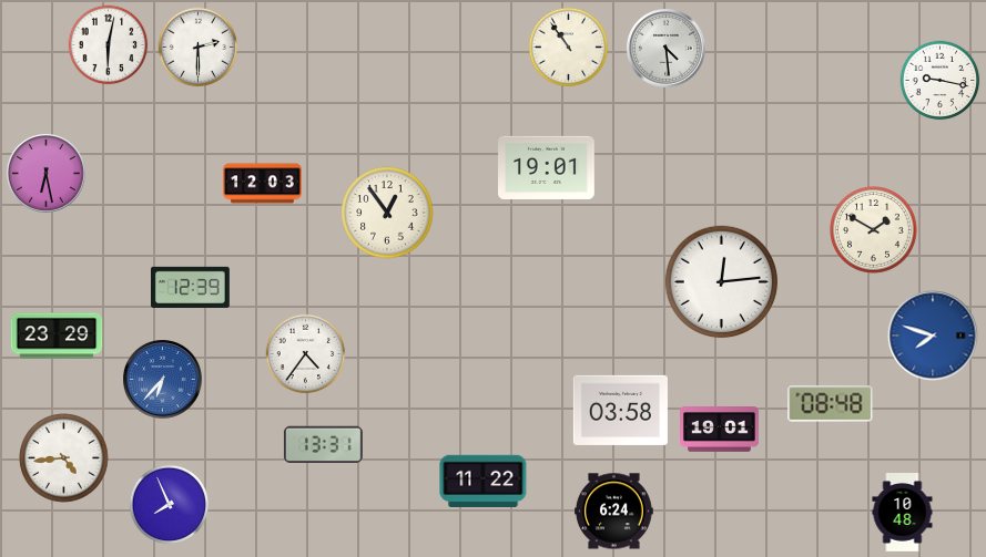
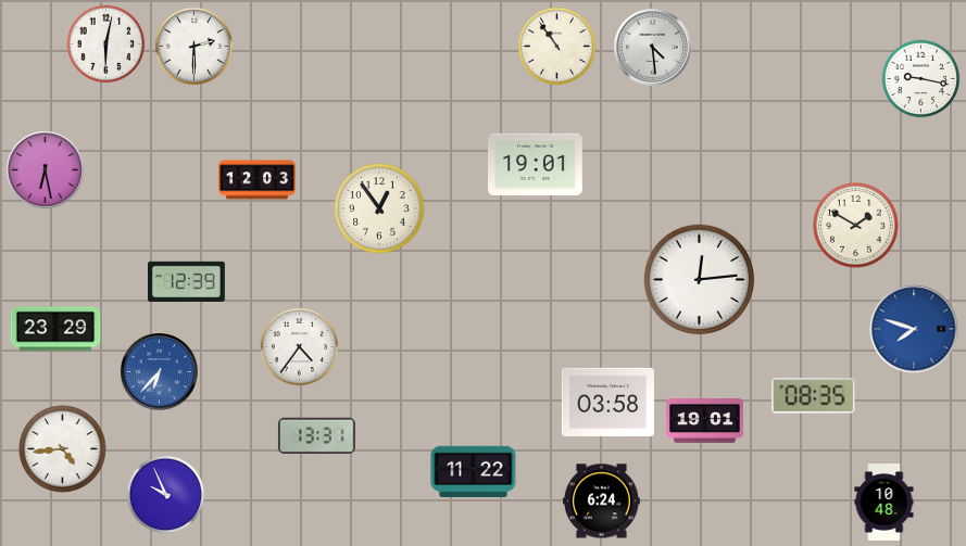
clock at (722, 282) position: (722, 282) -> (700, 280)
clock at (831, 404): 08:48 -> 08:35
clock at (170, 505): 7:56 -> 9:56
